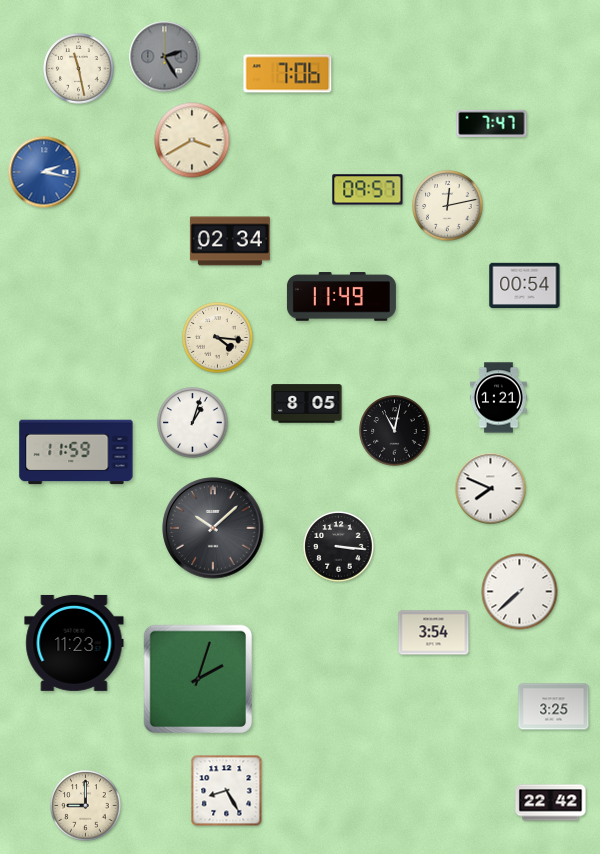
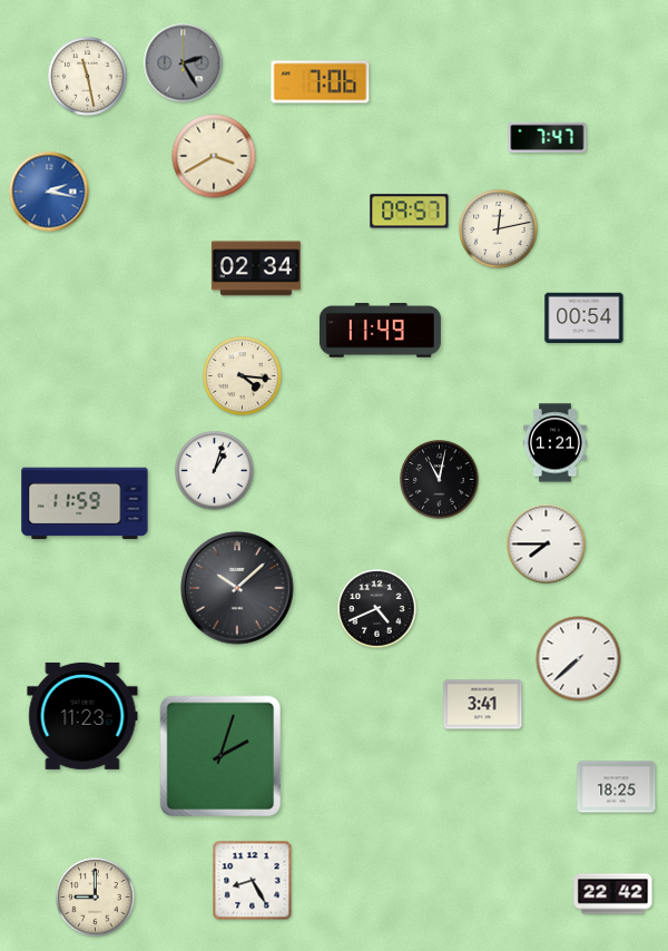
clock at (307, 404): 8:05 -> none
clock at (491, 489): 7:49 -> 7:45
clock at (339, 547): 3:16 -> 4:41
clock at (434, 633): 3:54 -> 3:41
clock at (554, 707): 3:25 -> 18:25
